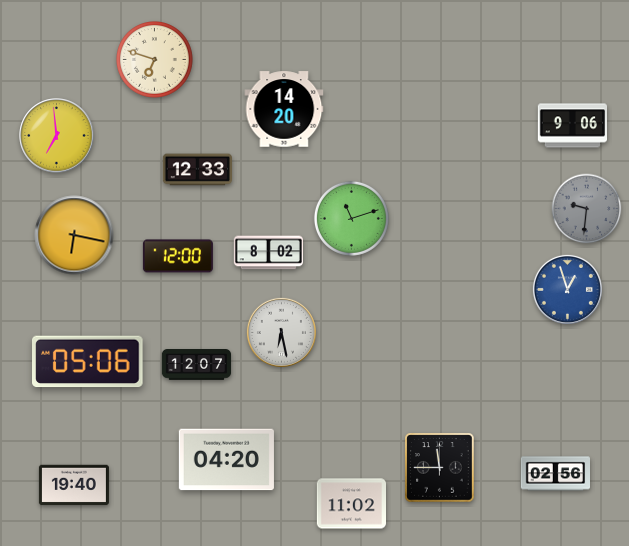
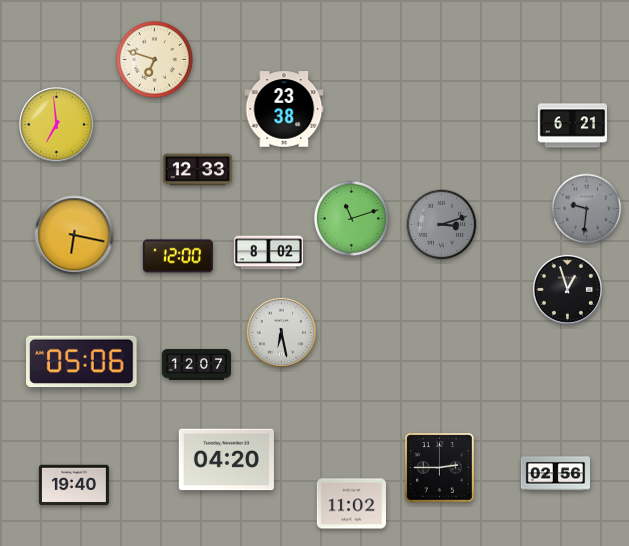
clock at (284, 109): 14:20 -> 23:38
clock at (572, 126): 9:06 -> 6:21
clock at (57, 136) position: (57, 136) -> (57, 125)
clock at (442, 225): none -> 3:12
clock at (567, 289) dial: blue -> black
clock at (88, 362) position: (88, 362) -> (82, 362)
clock at (440, 468): 11:45 -> 2:45
